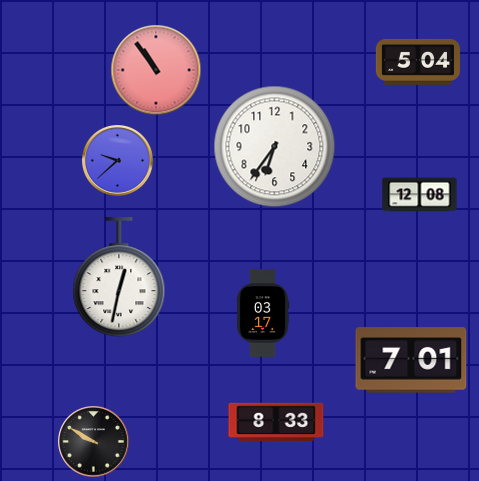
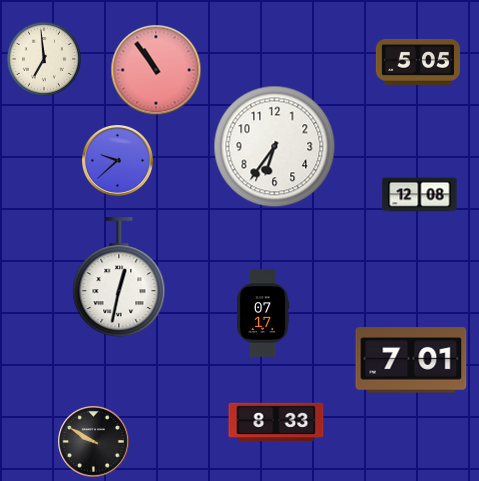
clock at (44, 59): none -> 6:59
clock at (417, 62): 5:04 -> 5:05
clock at (263, 313): 03:17 -> 07:17
